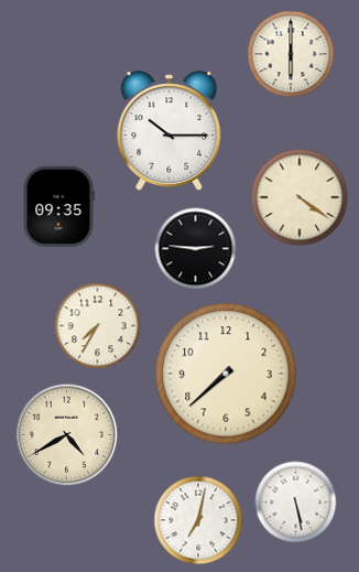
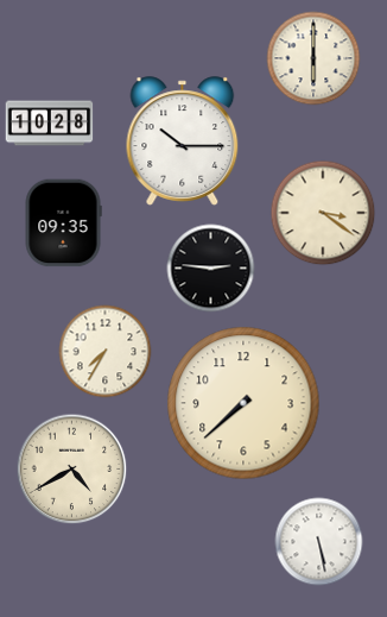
clock at (50, 124): none -> 10:28
clock at (300, 197): 4:21 -> 3:21
clock at (198, 520): 7:02 -> none
